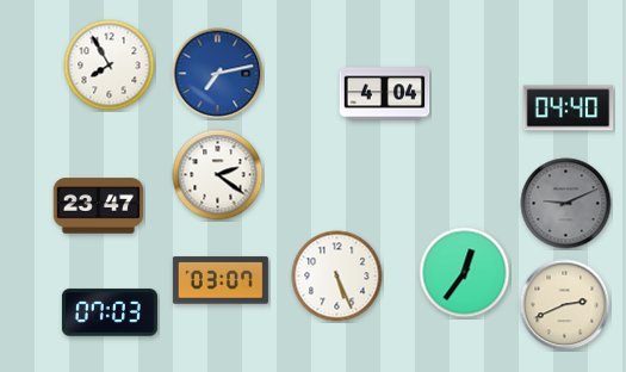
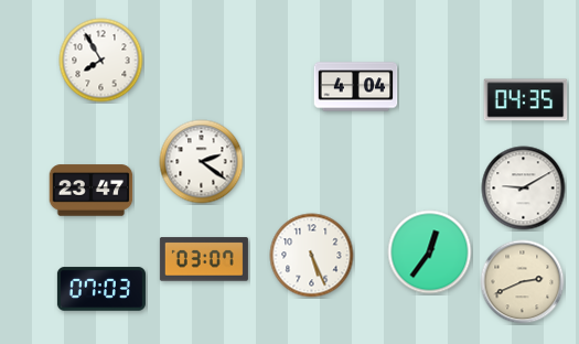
clock at (218, 74): 7:13 -> none
clock at (569, 108): 04:40 -> 04:35
clock at (566, 204): 9:11 -> 9:10
clock at (566, 204) dial: grey -> white
